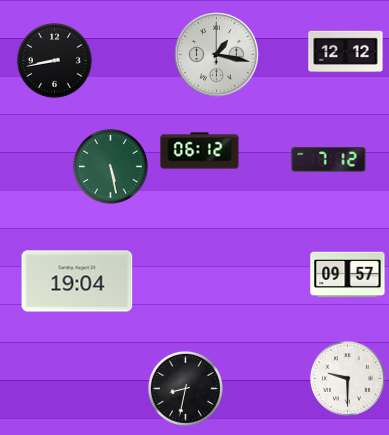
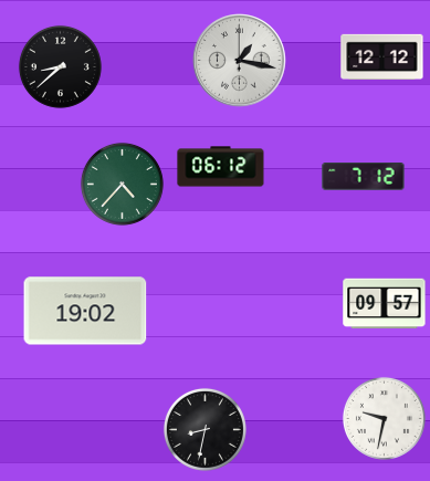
clock at (54, 60): 8:43 -> 8:38
clock at (110, 166): 5:28 -> 4:37
clock at (77, 281): 19:04 -> 19:02
clock at (347, 378): 9:30 -> 9:32
